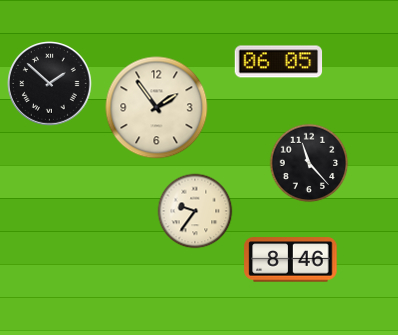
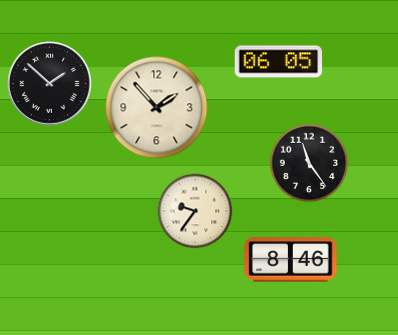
clock at (157, 108): 1:54 -> 1:53
clock at (309, 163): 11:23 -> 11:24
